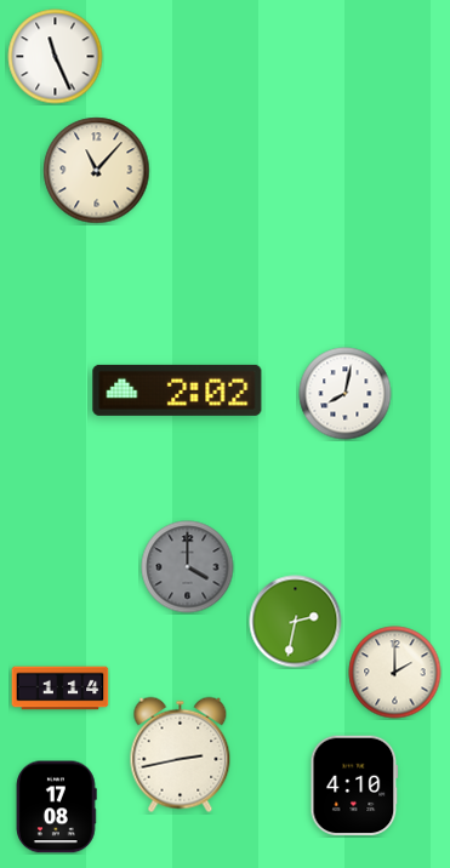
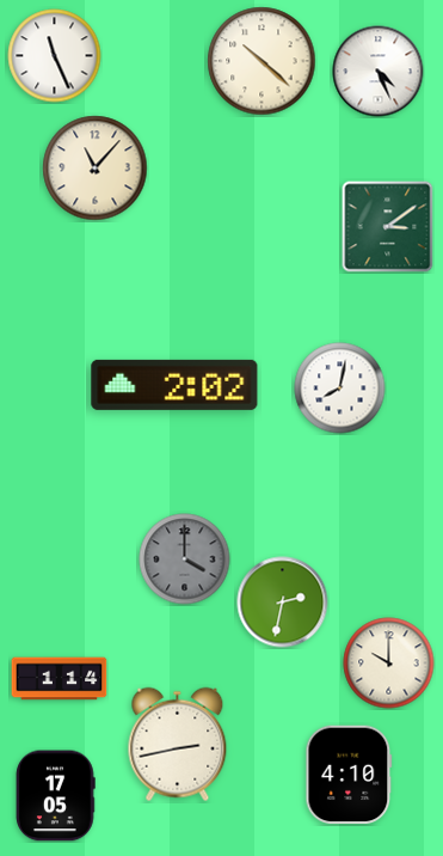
clock at (262, 61): none -> 10:22
clock at (379, 72): none -> 4:26
clock at (388, 227): none -> 3:09
clock at (296, 622) position: (296, 622) -> (283, 603)
clock at (395, 673): 2:00 -> 10:00
clock at (57, 807): 17:08 -> 17:05
